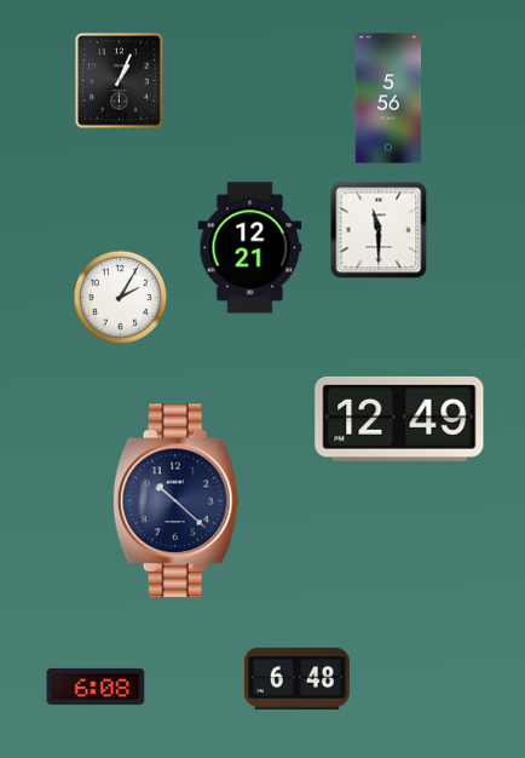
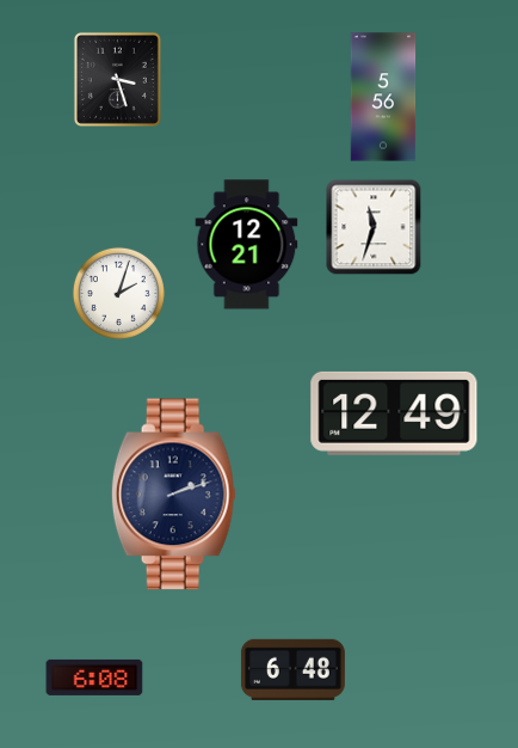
clock at (119, 80): 1:04 -> 3:27
clock at (379, 230): 11:30 -> 11:33
clock at (120, 297): 2:05 -> 2:03
clock at (175, 501): 10:22 -> 2:12
